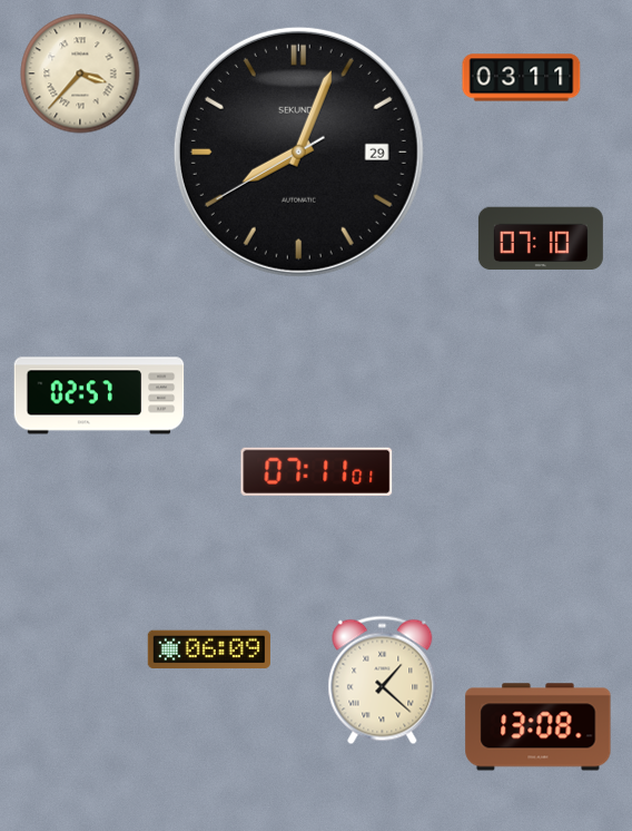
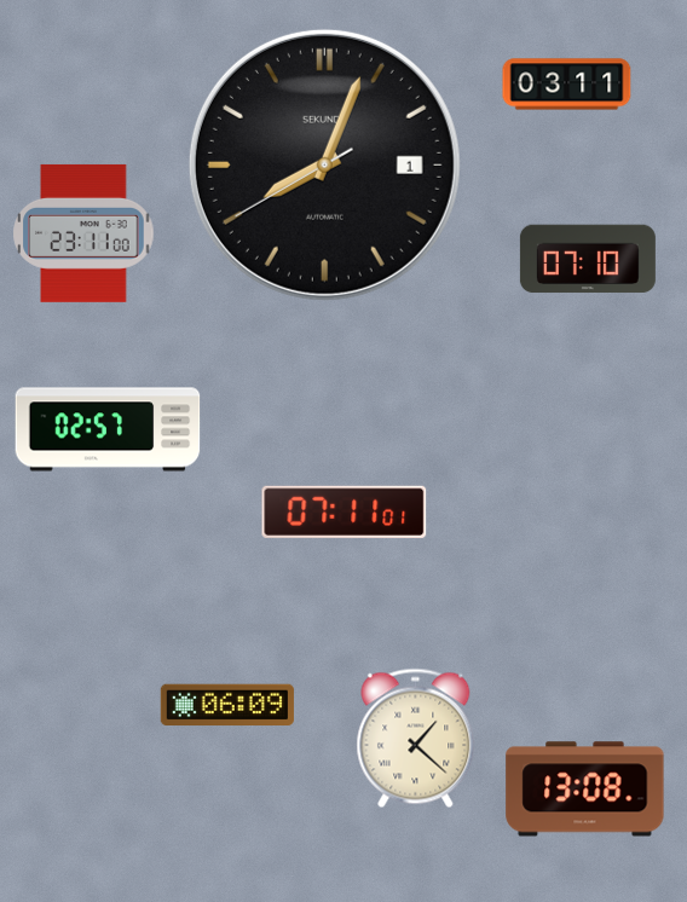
clock at (80, 74): 3:37 -> none
clock at (298, 151) date: 29 -> 1
clock at (83, 233): none -> 23:11
